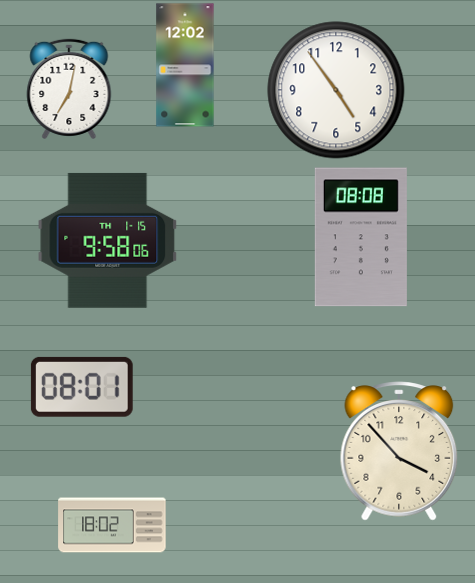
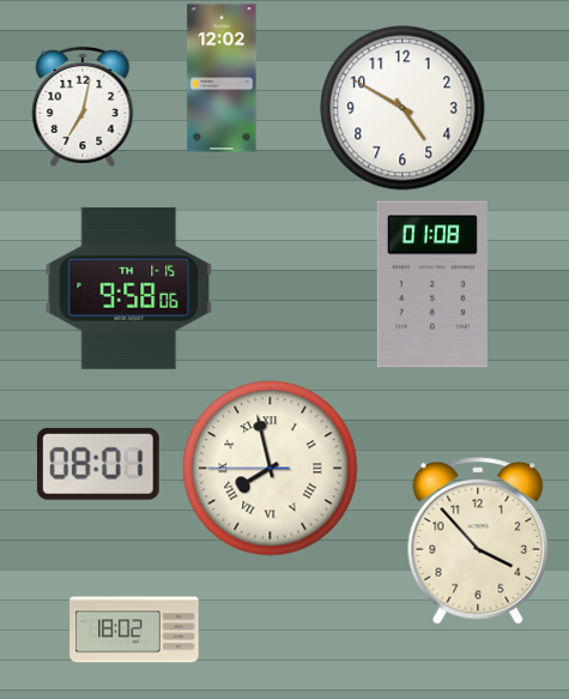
clock at (336, 90): 4:54 -> 4:50
clock at (361, 237): 08:08 -> 01:08
clock at (271, 469): none -> 7:57
